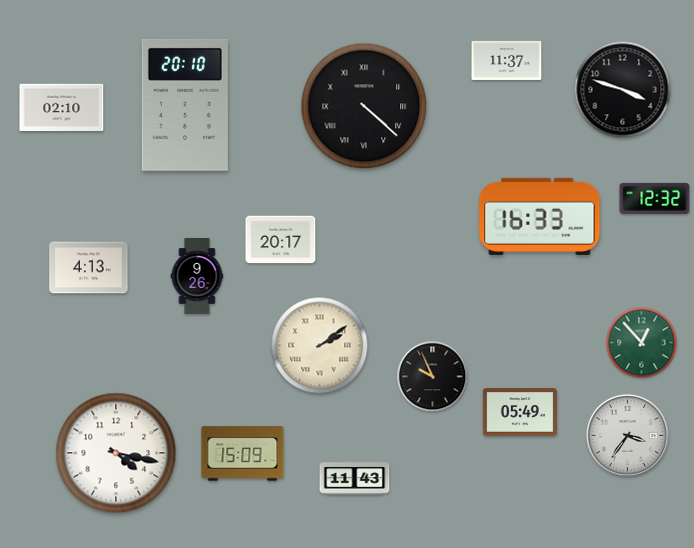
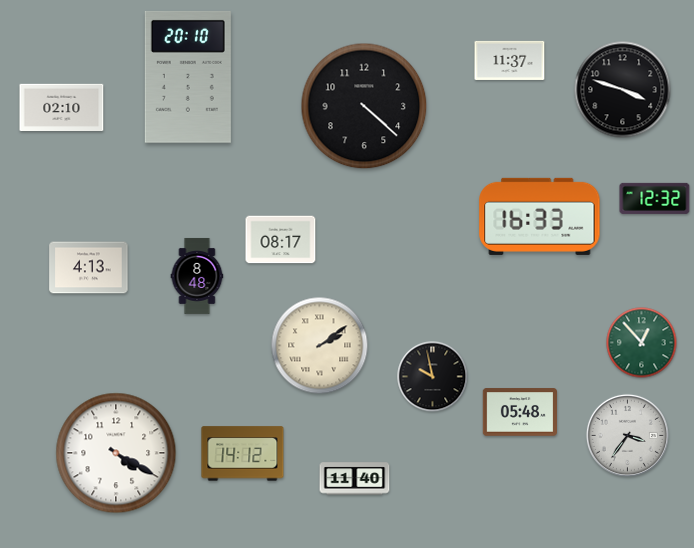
clock at (507, 60) position: (507, 60) -> (510, 60)
clock at (185, 105) position: (185, 105) -> (188, 77)
clock at (364, 106) numerals: Roman -> Arabic
clock at (281, 240): 20:17 -> 08:17
clock at (197, 276): 9:26 -> 8:48
clock at (433, 377): 9:56 -> 9:58
clock at (519, 412): 05:49 -> 05:48
clock at (116, 453): 4:17 -> 4:20
clock at (243, 454): 15:09 -> 14:12
clock at (355, 479): 11:43 -> 11:40
